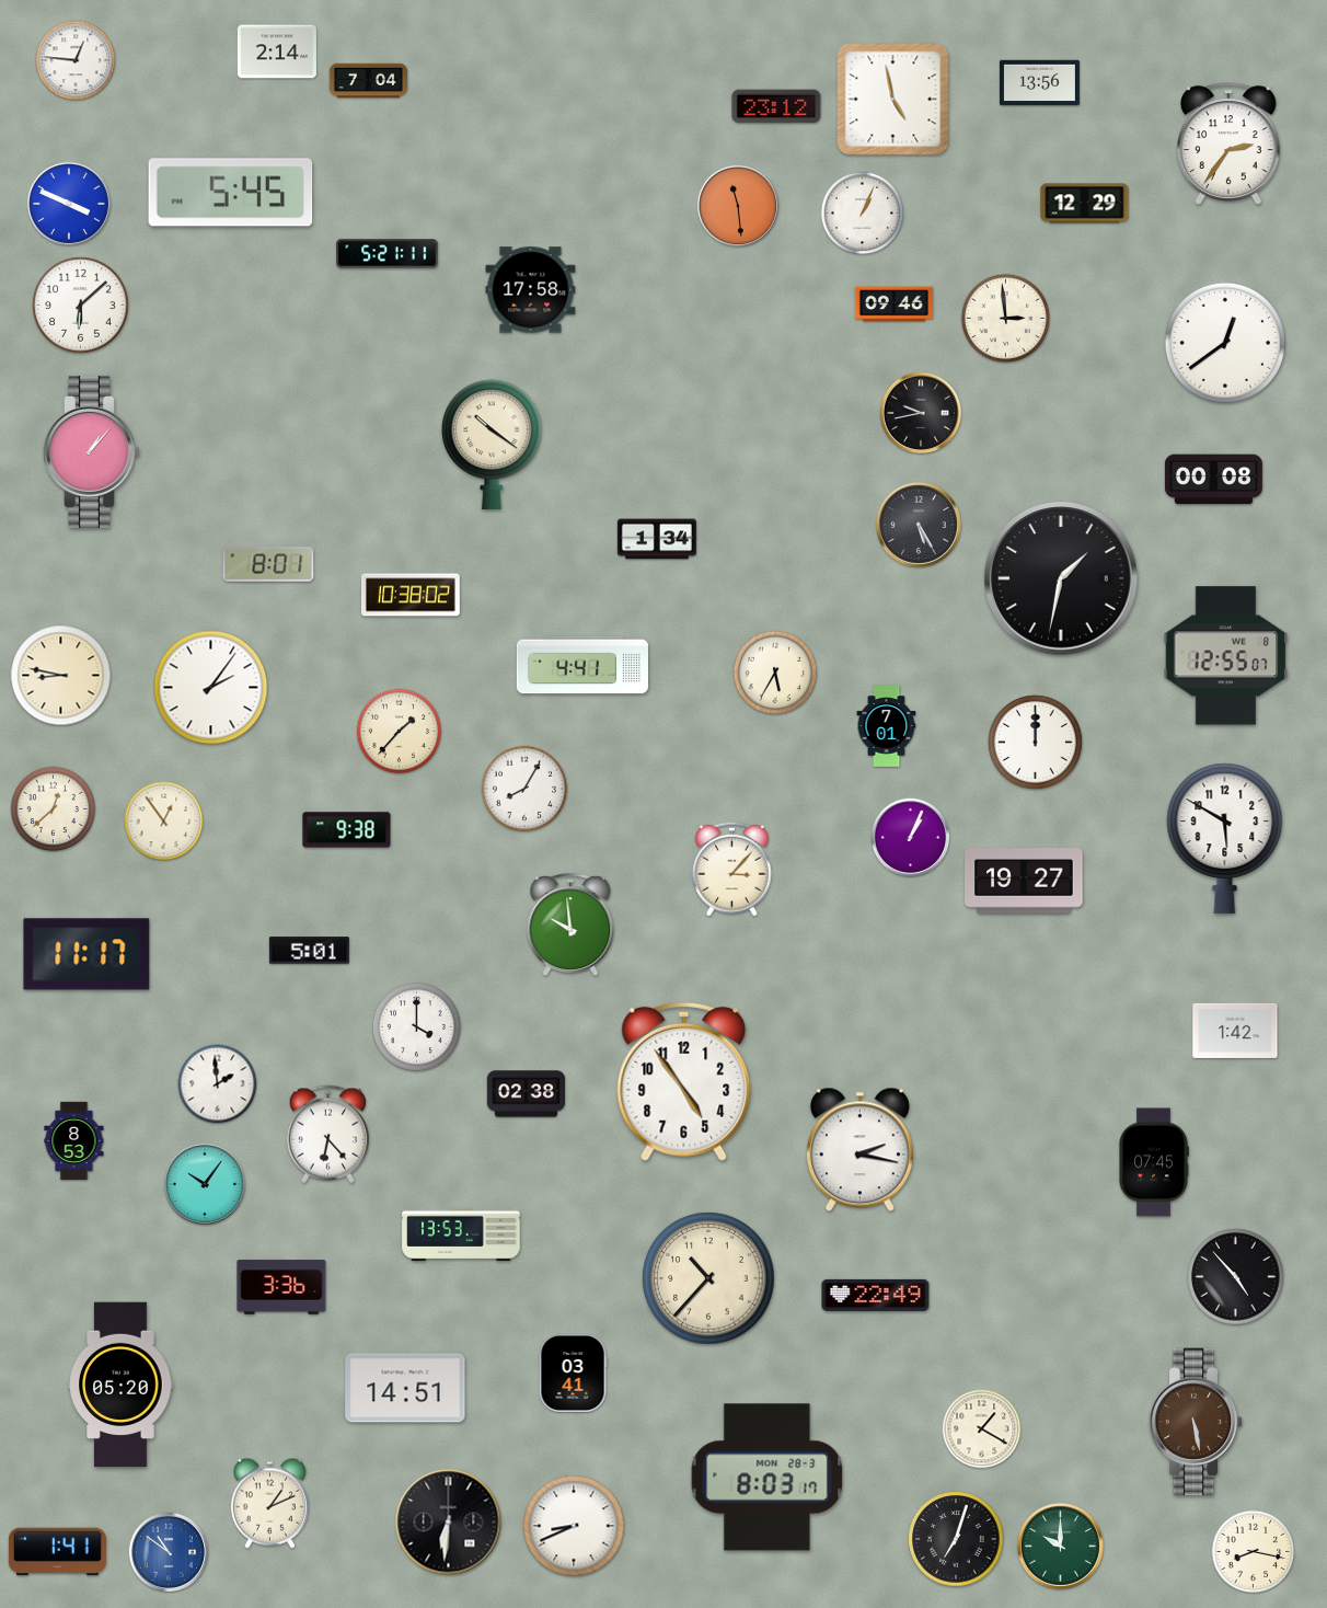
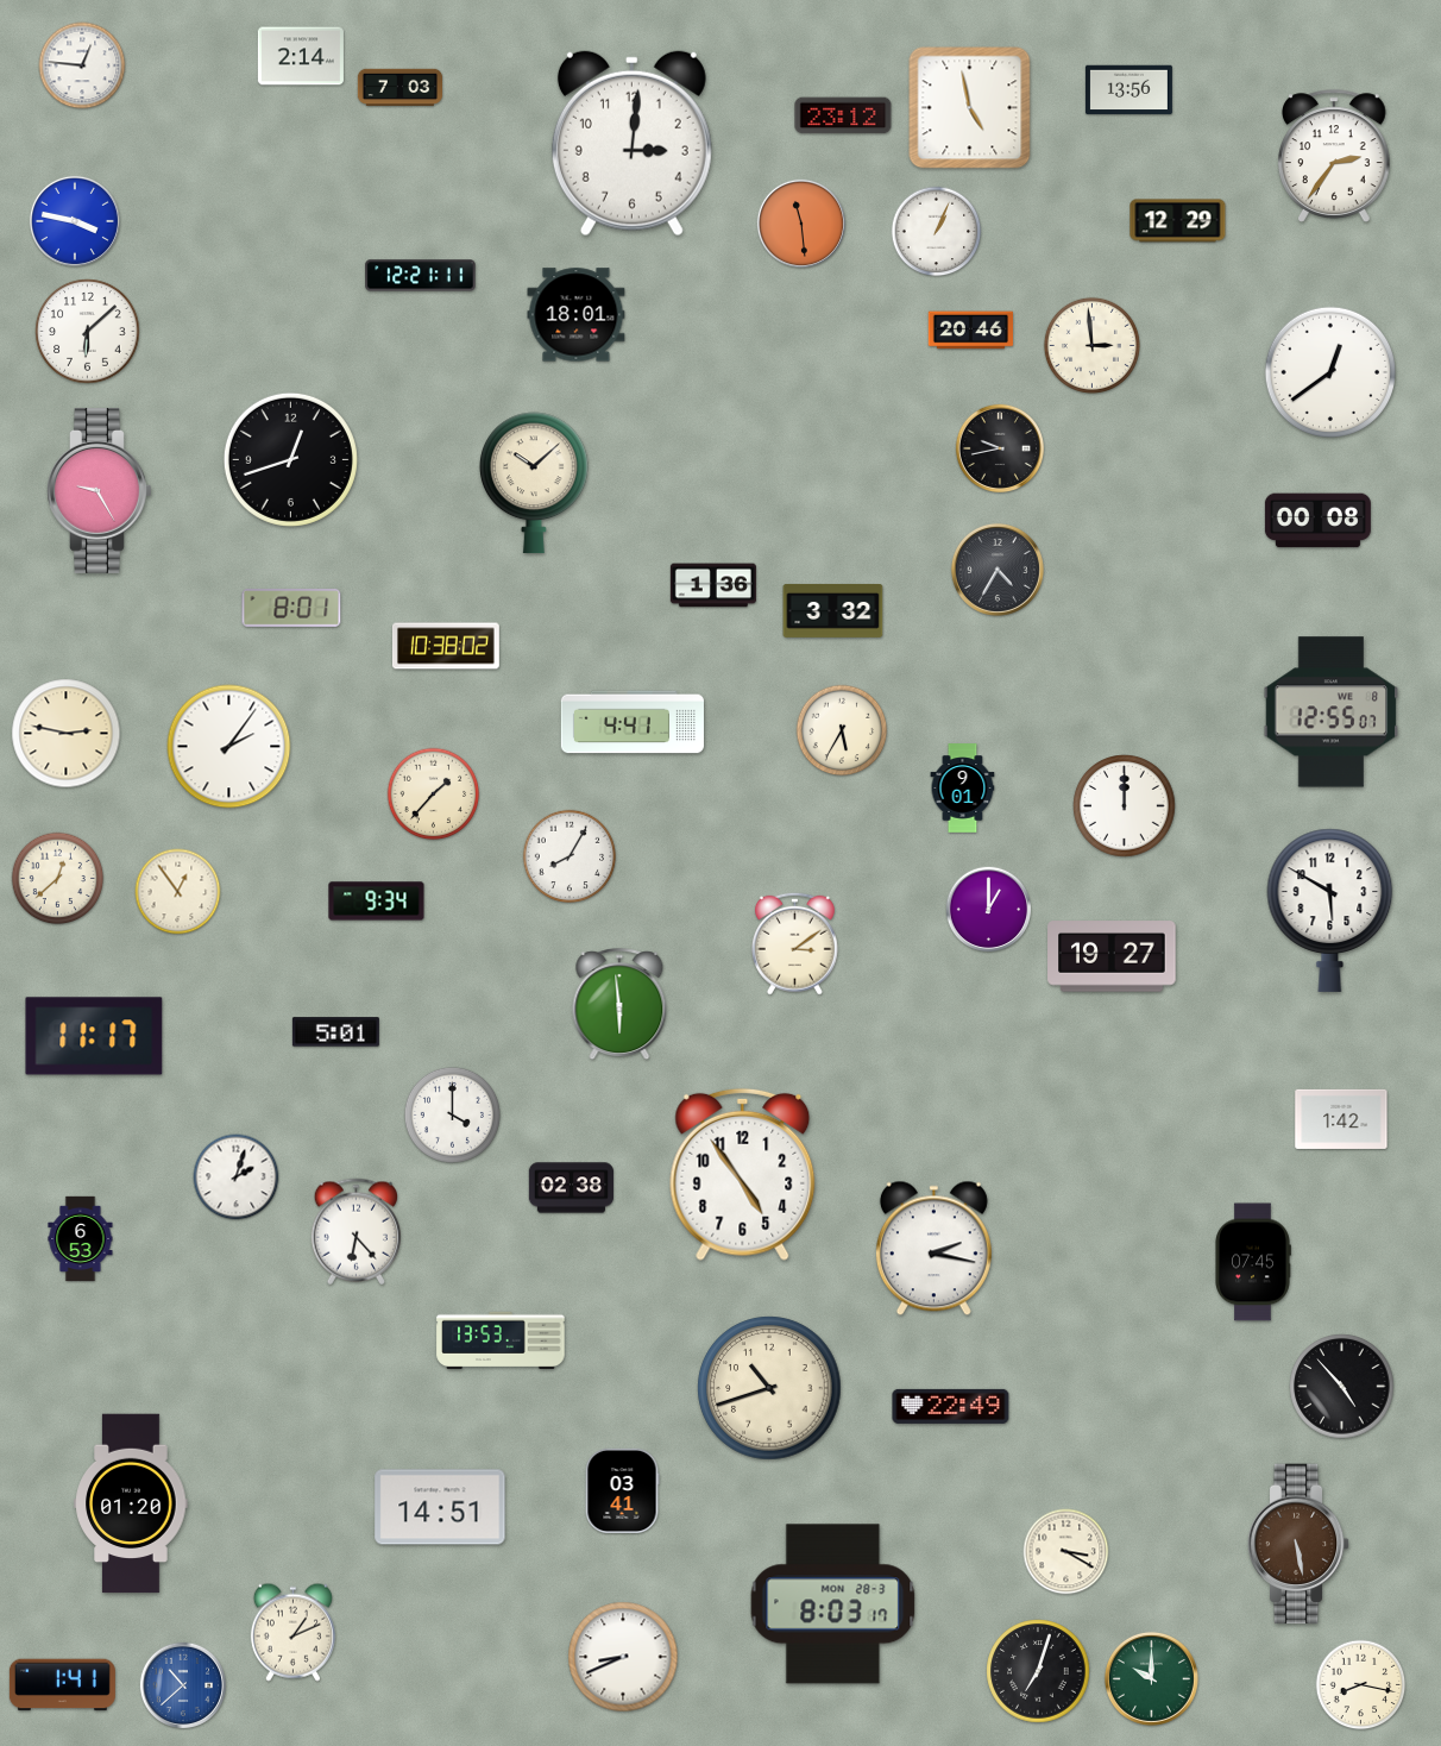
clock at (369, 81): 7:04 -> 7:03
clock at (631, 144): none -> 3:01
clock at (231, 193): 5:45 -> none
clock at (69, 204): 3:49 -> 3:47
clock at (388, 254): 5:21 -> 12:21
clock at (531, 290): 17:58 -> 18:01
clock at (893, 305): 09:46 -> 20:46
clock at (290, 459): none -> 12:42
clock at (493, 445): 10:21 -> 10:08
clock at (92, 451): 1:07 -> 9:25
clock at (919, 525): 5:25 -> 4:35
clock at (657, 539): 1:34 -> 1:36
clock at (833, 610): none -> 3:32
clock at (268, 565) position: (268, 565) -> (291, 609)
clock at (1061, 578): 1:32 -> none
clock at (61, 676): 8:47 -> 2:47
clock at (887, 726): 7:01 -> 9:01
clock at (347, 830): 9:38 -> 9:34
clock at (911, 838): 1:04 -> 1:00
clock at (731, 869): 3:07 -> 3:09
clock at (570, 926): 9:59 -> 5:59
clock at (218, 1084): 1:59 -> 2:03
clock at (74, 1141): 8:53 -> 6:53
clock at (205, 1184): 10:06 -> none
clock at (708, 1278): 10:37 -> 10:42
clock at (281, 1287): 3:36 -> none
clock at (120, 1385): 05:20 -> 01:20
clock at (982, 1429): 1:20 -> 3:20
clock at (449, 1523): 6:31 -> none
clock at (168, 1551): 10:51 -> 10:38
